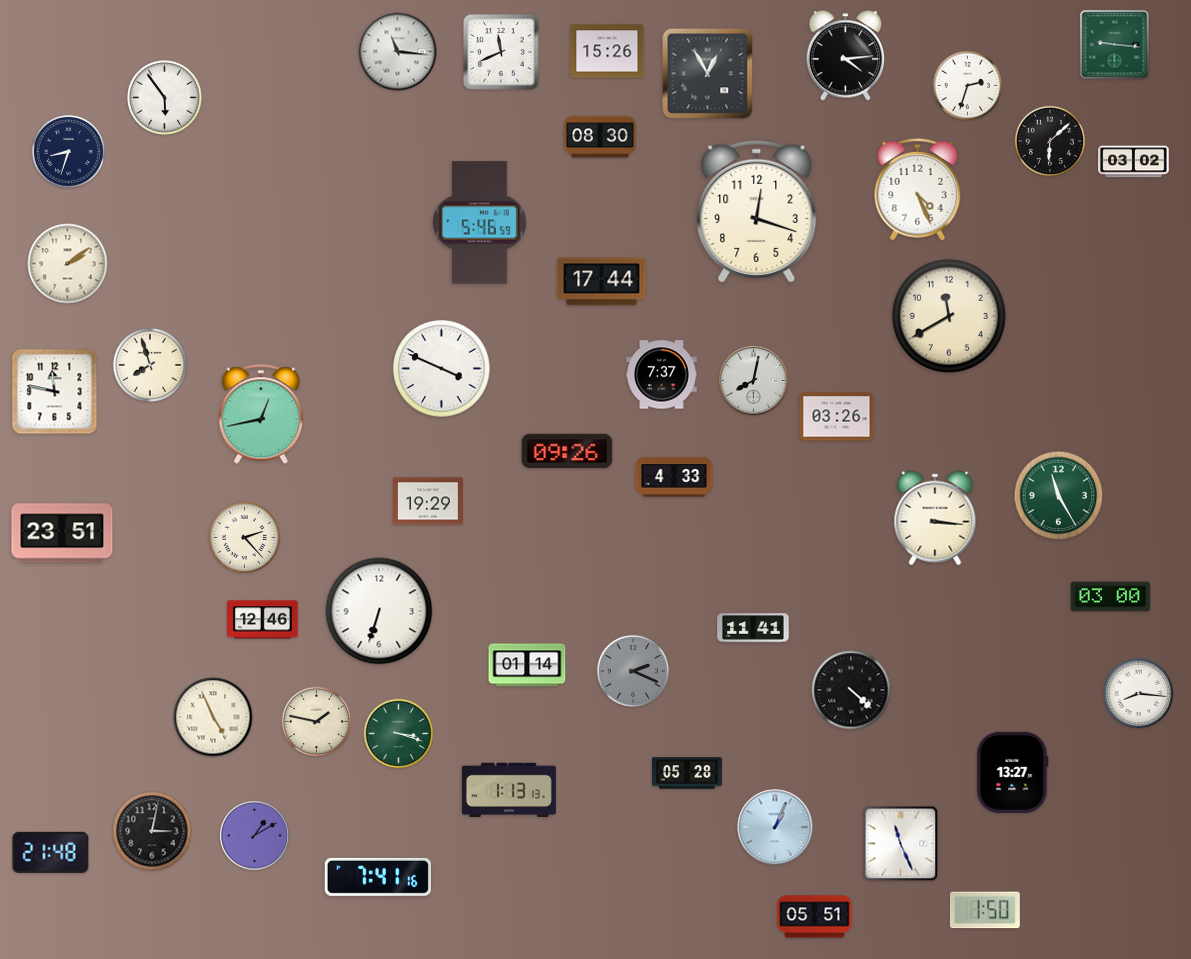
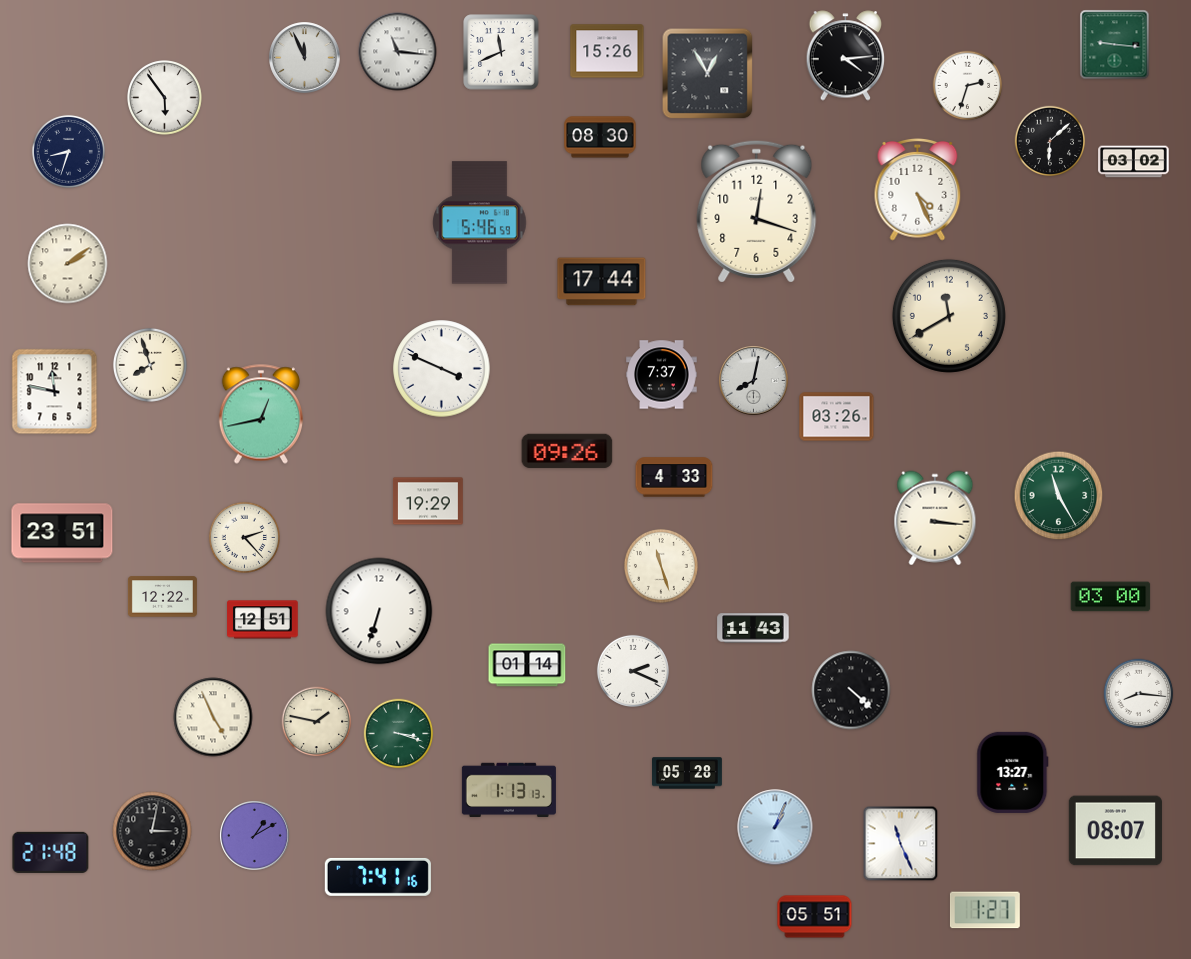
clock at (305, 58): none -> 11:56
clock at (661, 566): none -> 11:27
clock at (162, 597): none -> 12:22
clock at (263, 620): 12:46 -> 12:51
clock at (753, 628): 11:41 -> 11:43
clock at (633, 671) dial: grey -> white
clock at (1115, 831): none -> 08:07
clock at (985, 910): 1:50 -> 1:27
